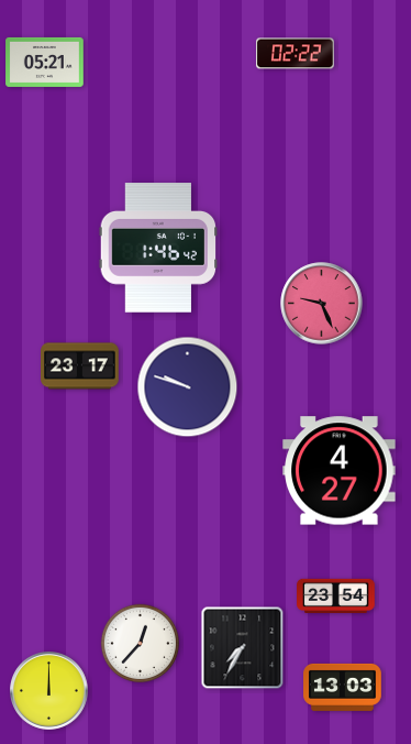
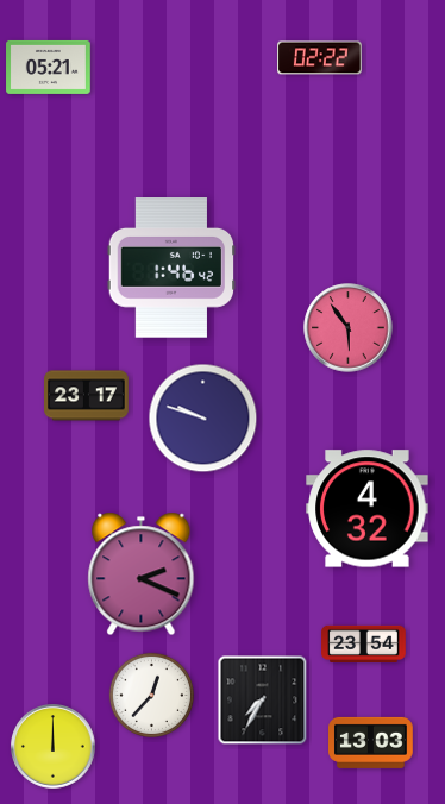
clock at (322, 304): 9:26 -> 5:54
clock at (340, 471): 4:27 -> 4:32
clock at (142, 574): none -> 2:19
